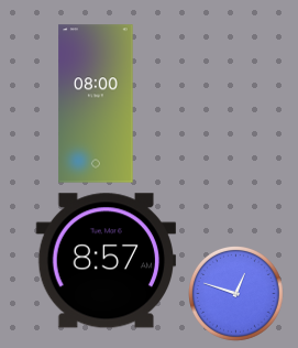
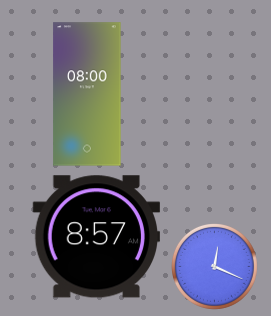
clock at (236, 294): 12:48 -> 12:19
